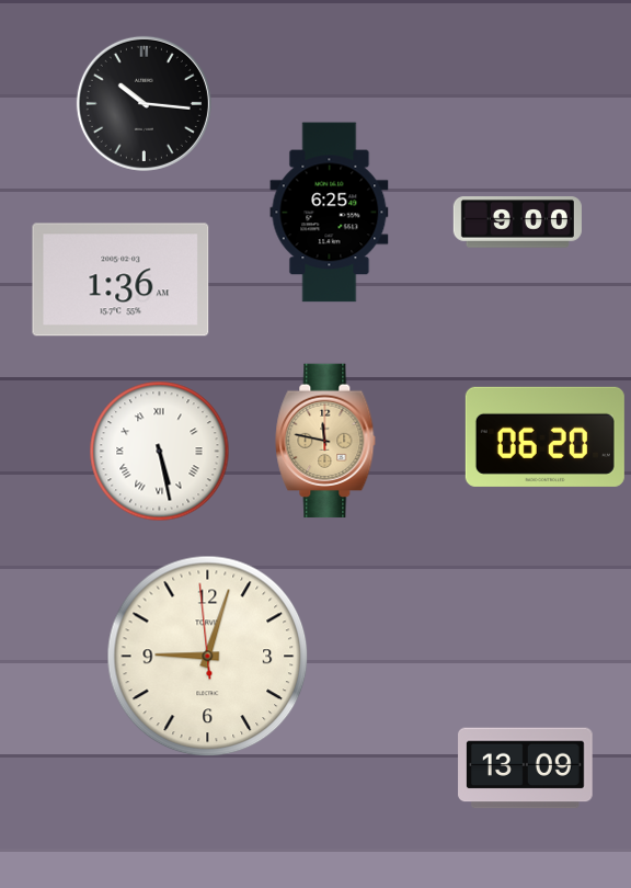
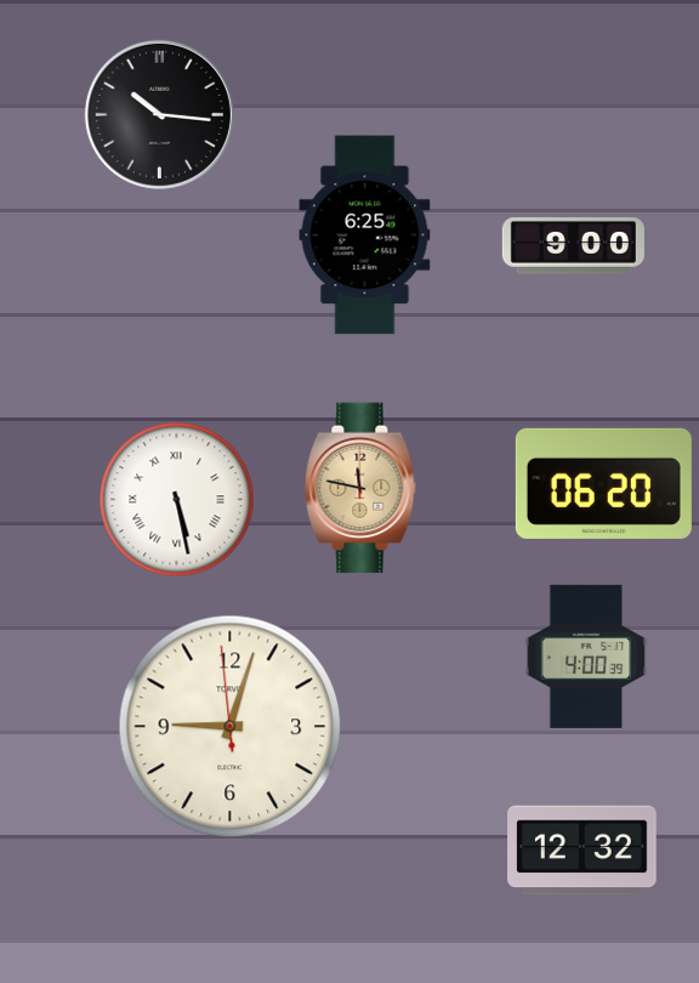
clock at (121, 280): 1:36 -> none
clock at (586, 657): none -> 4:00
clock at (526, 769): 13:09 -> 12:32
